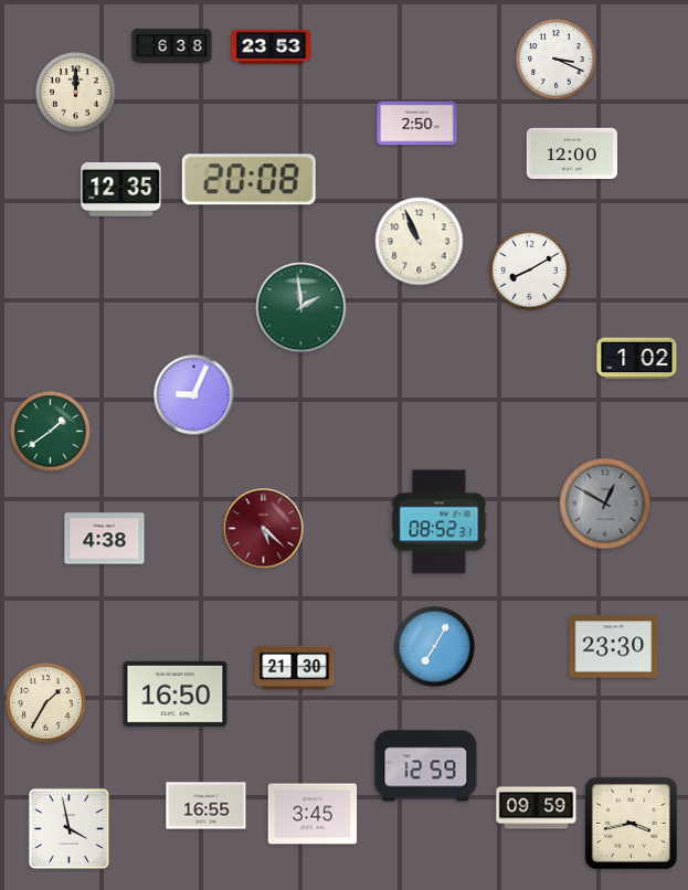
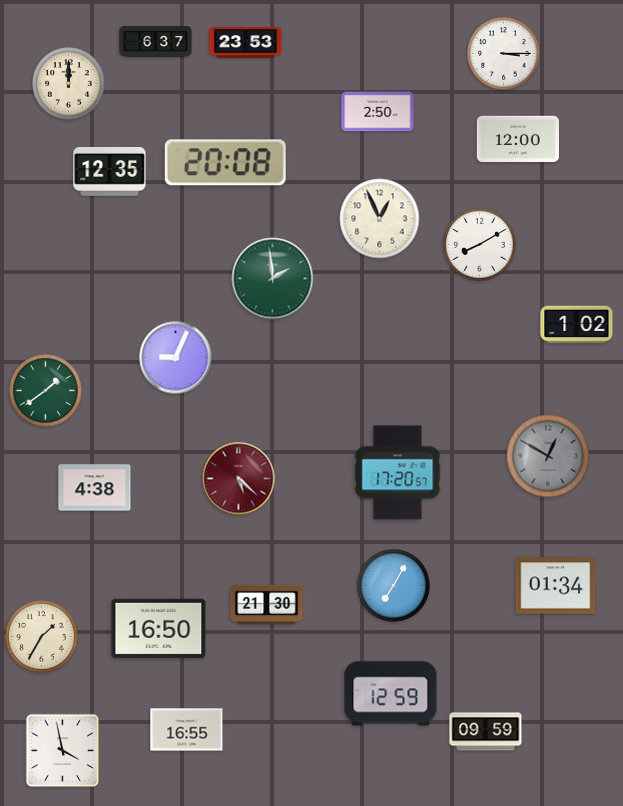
clock at (172, 46): 6:38 -> 6:37
clock at (557, 60): 3:19 -> 3:15
clock at (420, 242): 10:56 -> 12:56
clock at (440, 522): 08:52 -> 17:20
clock at (614, 647): 23:30 -> 01:34
clock at (426, 766) position: (426, 766) -> (391, 694)
clock at (313, 814): 3:45 -> none
clock at (631, 823): 3:43 -> none
